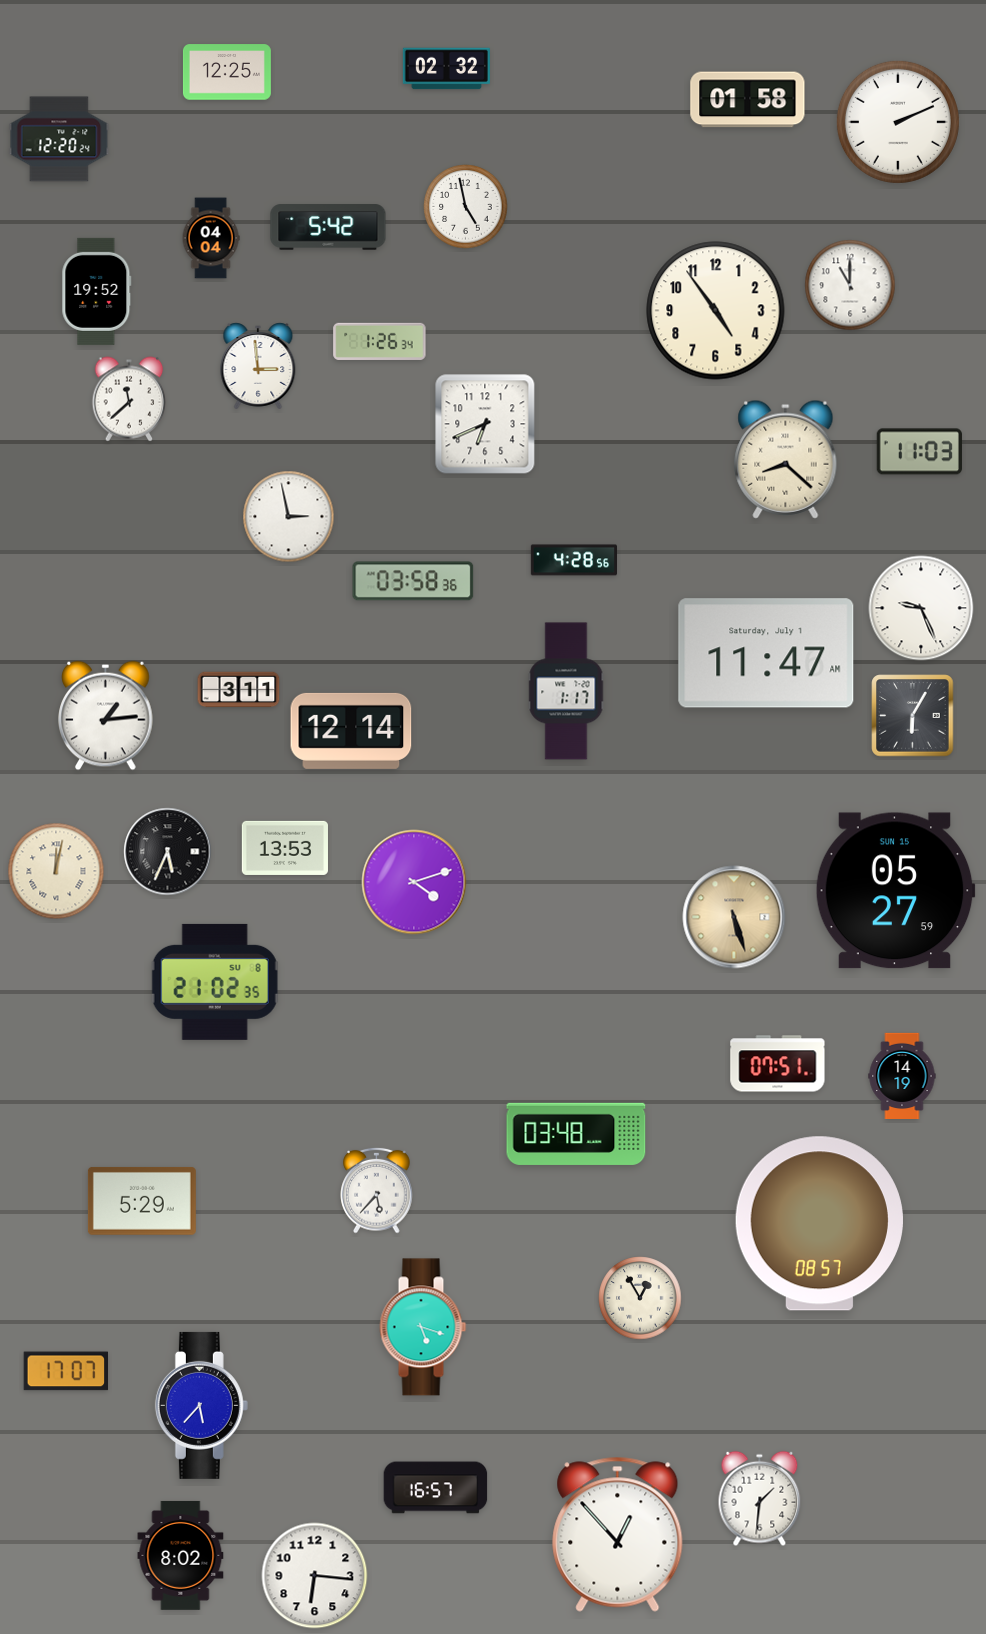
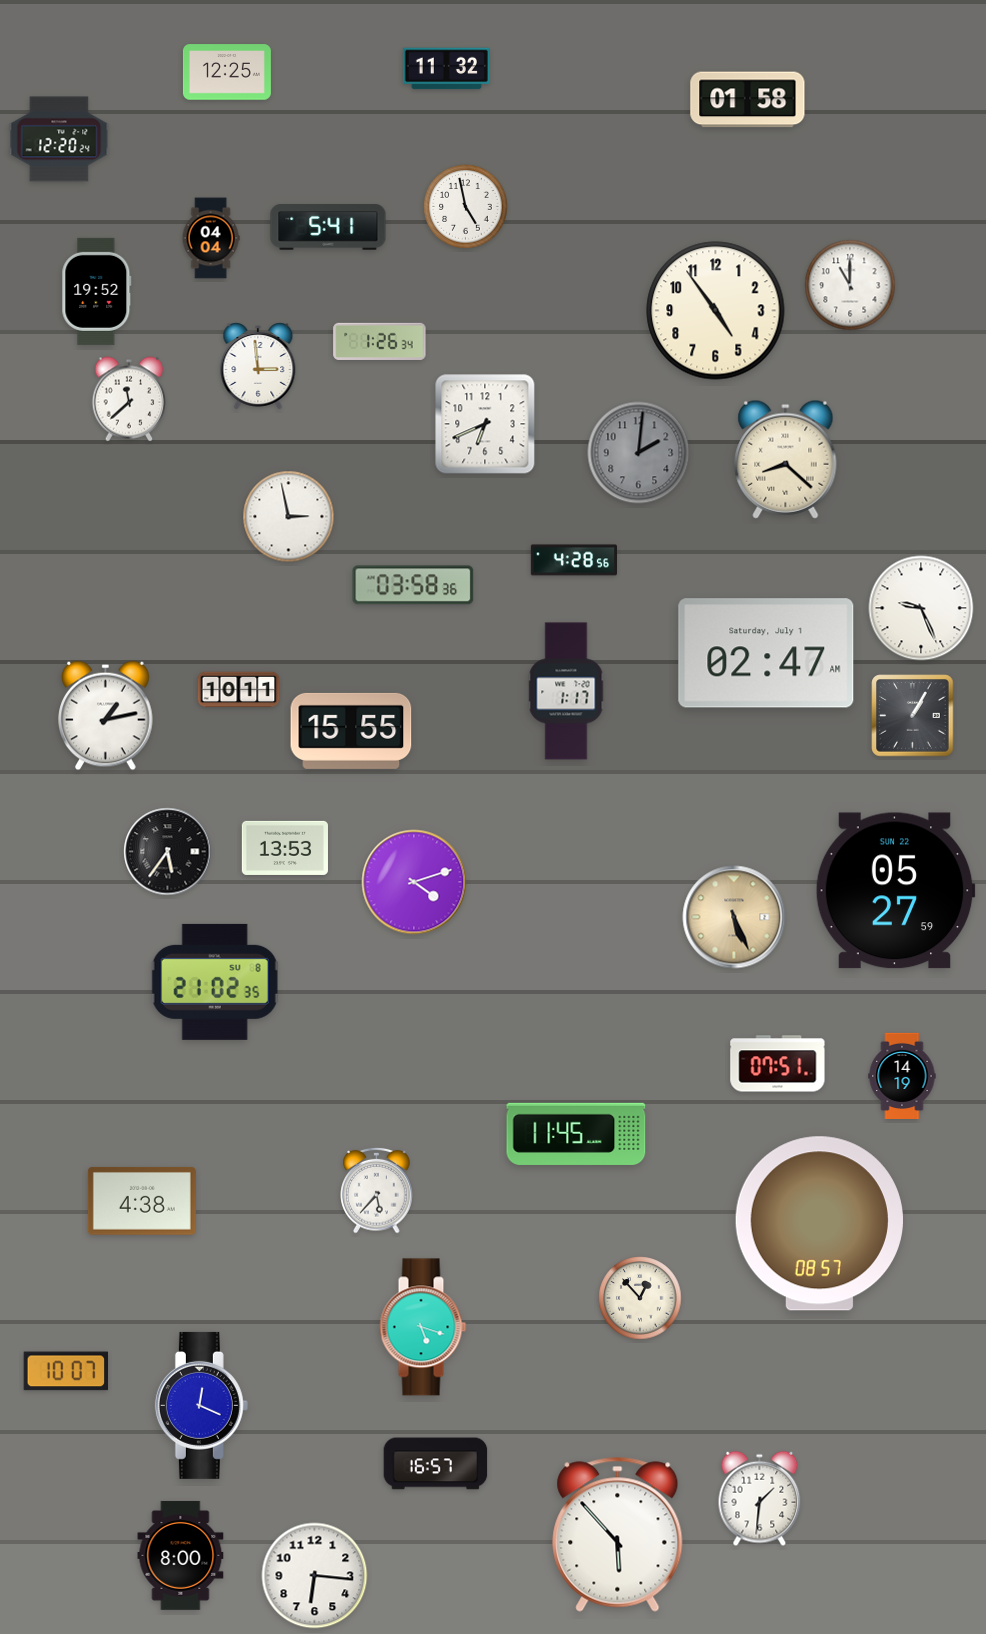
clock at (446, 69): 02:32 -> 11:32
clock at (898, 122): 2:11 -> none
clock at (328, 227): 5:42 -> 5:41
clock at (919, 452): 11:03 -> none
clock at (639, 453): none -> 2:01
clock at (413, 581) position: (413, 581) -> (413, 585)
clock at (766, 653): 11:47 -> 02:47
clock at (239, 690): 3:11 -> 10:11
clock at (106, 716): 1:14 -> 1:13
clock at (913, 716): 6:05 -> 1:05
clock at (351, 731): 12:14 -> 15:55
clock at (168, 852): 5:34 -> 5:36
clock at (56, 871): 12:02 -> none
clock at (895, 891) date: SUN 15 -> SUN 22
clock at (734, 917): 5:27 -> 5:26
clock at (576, 1134): 03:48 -> 11:45
clock at (142, 1201): 5:29 -> 4:38
clock at (640, 1298): 12:55 -> 12:53
clock at (66, 1371): 17:07 -> 10:07
clock at (201, 1405): 5:37 -> 12:19
clock at (436, 1488) position: (436, 1488) -> (436, 1464)
clock at (618, 1534): 12:53 -> 5:53
clock at (181, 1555): 8:02 -> 8:00
